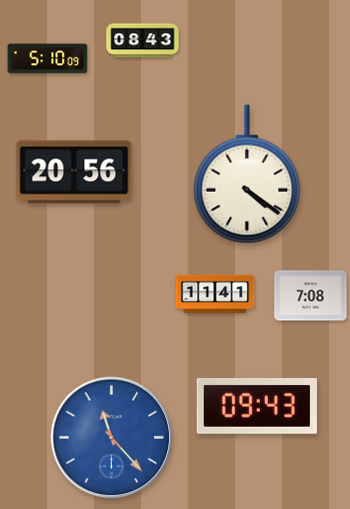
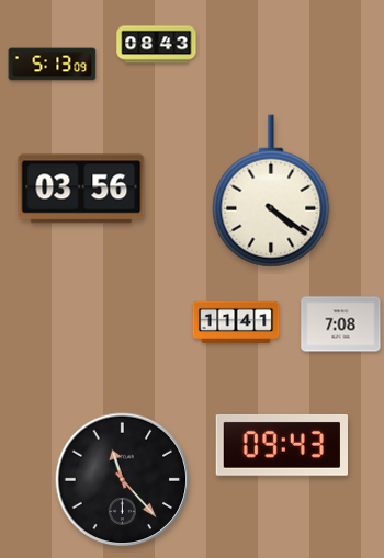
clock at (48, 59): 5:10 -> 5:13
clock at (74, 172): 20:56 -> 03:56
clock at (112, 438) dial: blue -> black
